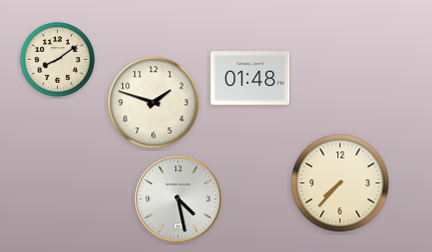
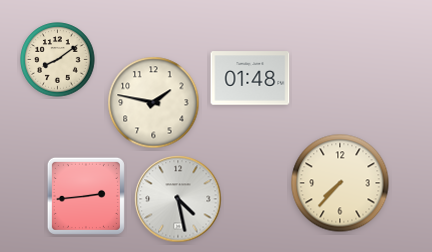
clock at (154, 103): 1:48 -> 1:47
clock at (86, 196): none -> 2:44
